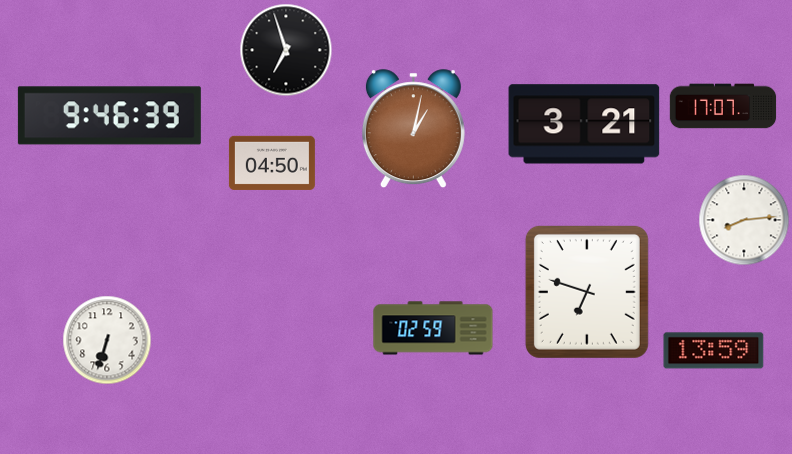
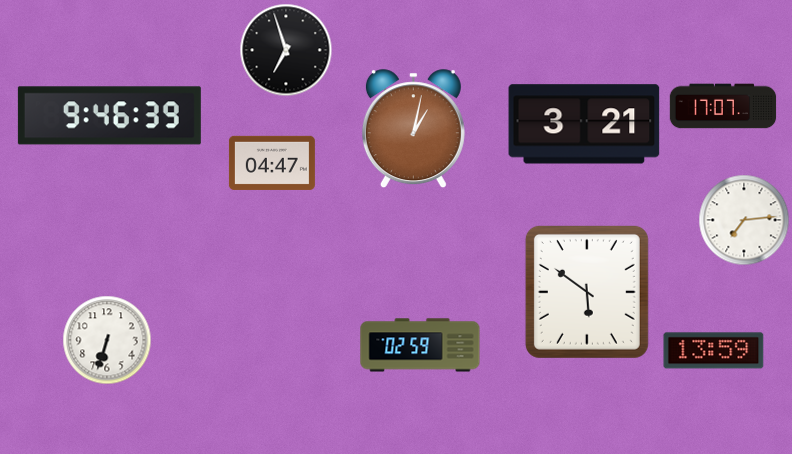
clock at (272, 163): 04:50 -> 04:47
clock at (744, 220): 8:14 -> 7:14
clock at (587, 292): 6:48 -> 5:51
clock at (433, 328) position: (433, 328) -> (420, 345)
